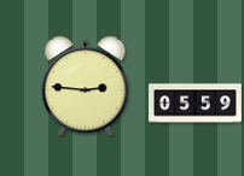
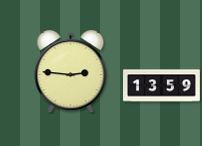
clock at (196, 104): 05:59 -> 13:59
